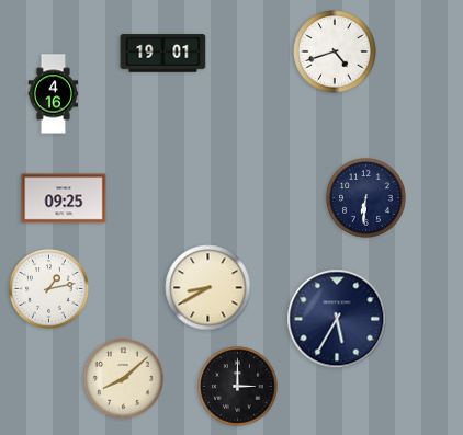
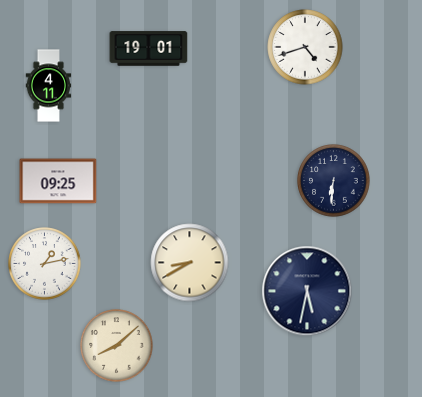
clock at (54, 94): 4:16 -> 4:11
clock at (337, 319): 5:35 -> 5:32
clock at (124, 379) position: (124, 379) -> (117, 346)
clock at (238, 387): 3:00 -> none
